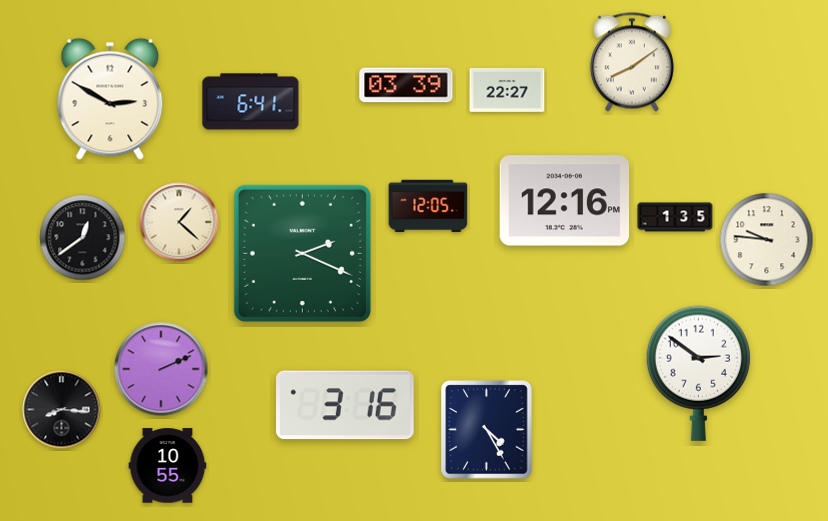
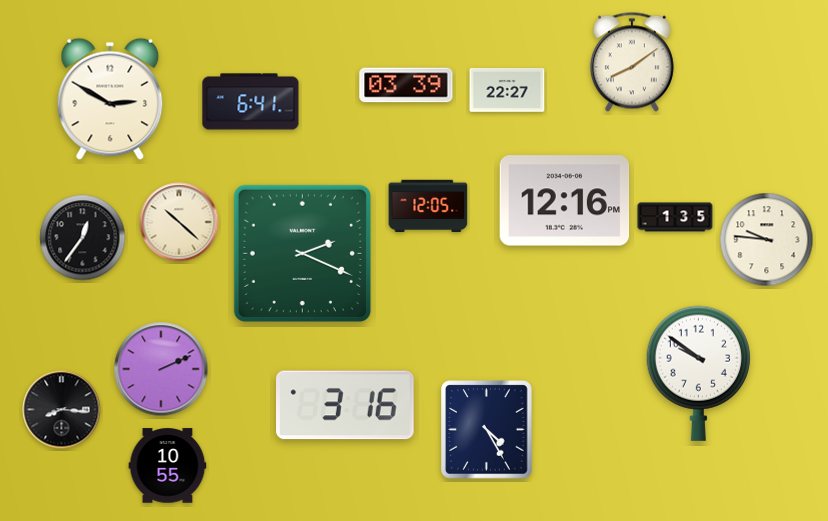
clock at (179, 222): 1:22 -> 10:22
clock at (83, 238): 12:39 -> 12:36
clock at (698, 373): 2:51 -> 9:51
